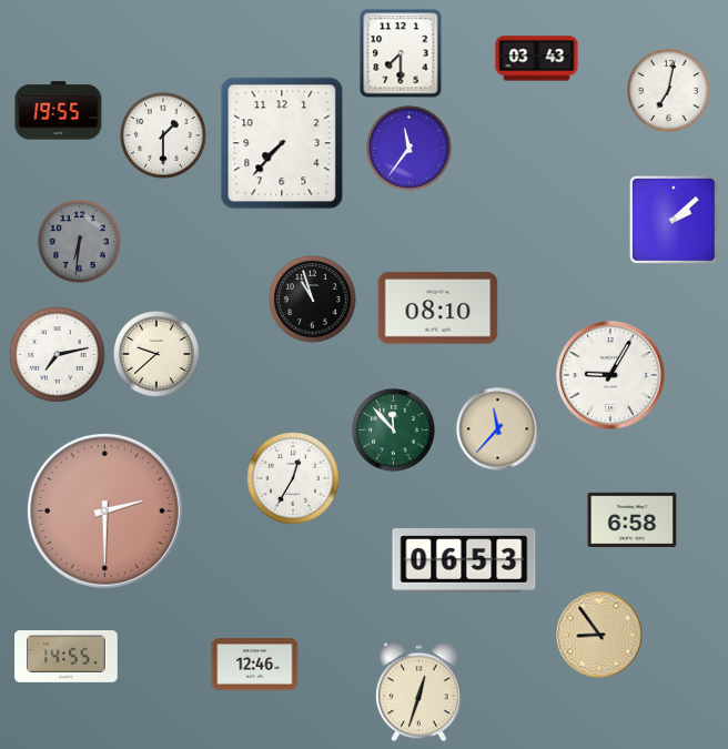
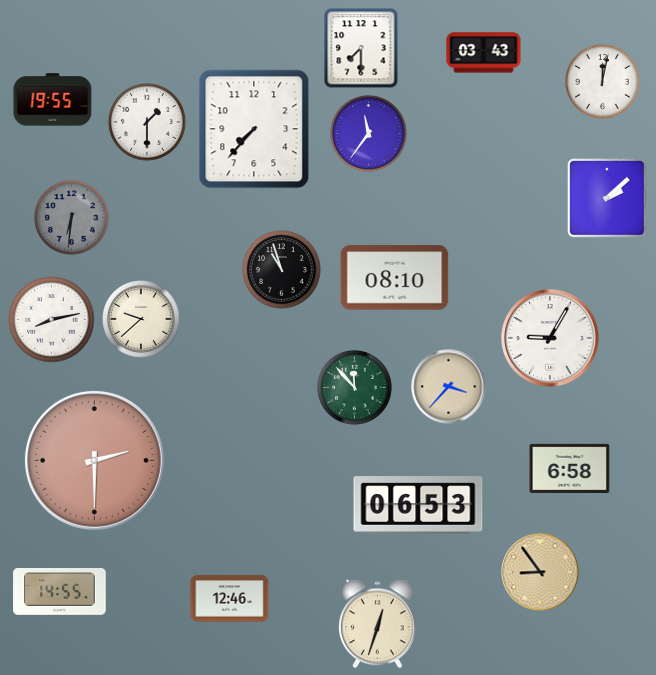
clock at (669, 91): 7:02 -> 12:02
clock at (58, 355): 7:13 -> 8:13
clock at (498, 429): 11:37 -> 3:37
clock at (293, 478): 12:35 -> none
